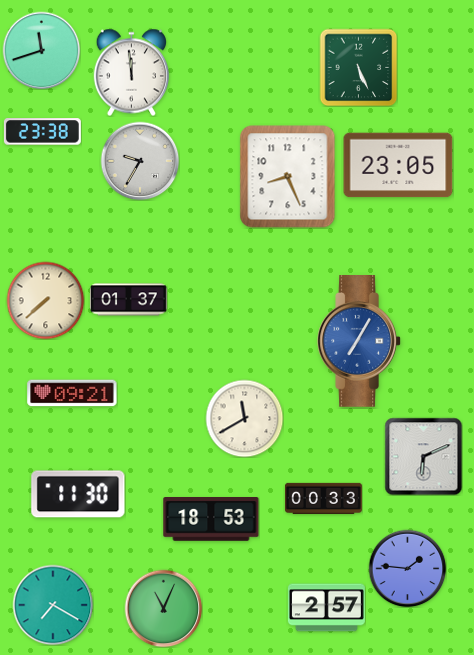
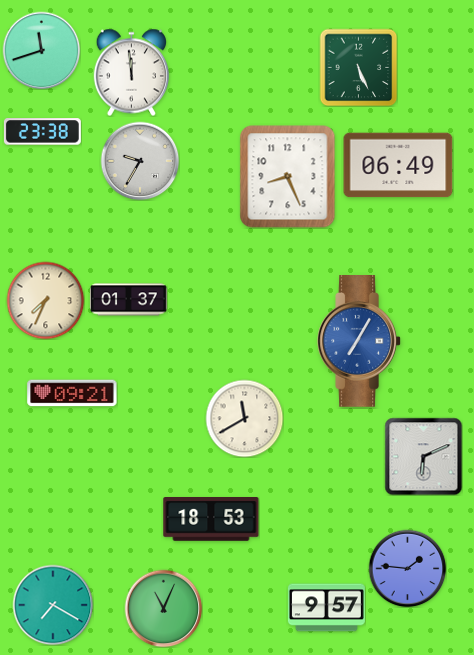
clock at (398, 165): 23:05 -> 06:49
clock at (45, 300): 7:38 -> 7:34
clock at (78, 494): 11:30 -> none
clock at (323, 498): 00:33 -> none
clock at (326, 608): 2:57 -> 9:57
